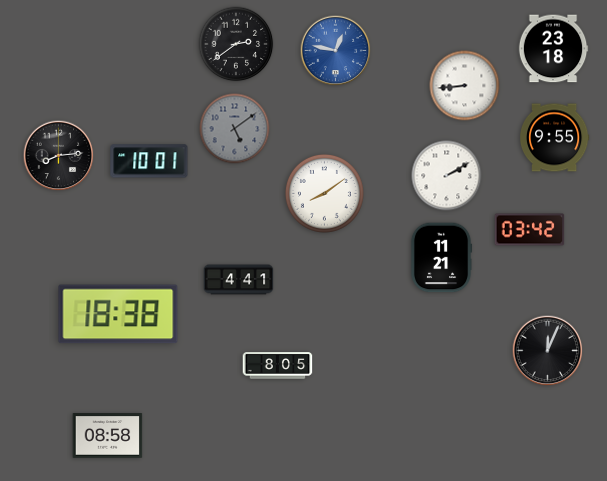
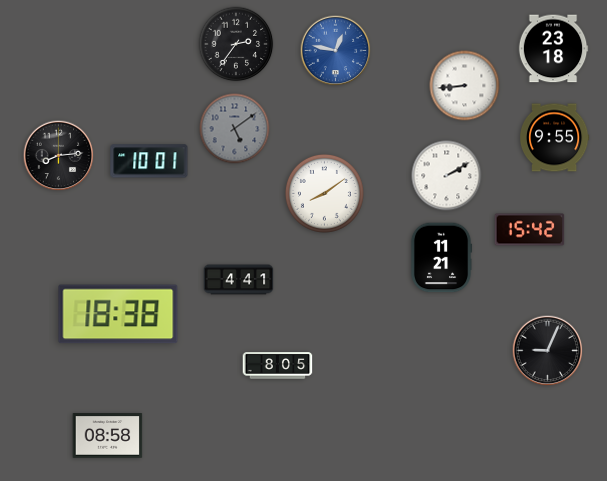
clock at (236, 44): 2:39 -> 2:36
clock at (530, 230): 03:42 -> 15:42
clock at (548, 351): 12:04 -> 9:04
